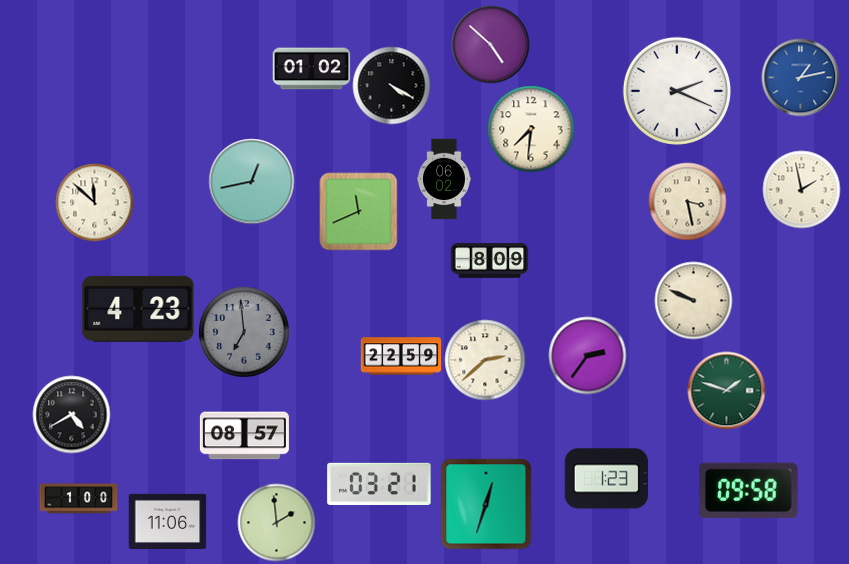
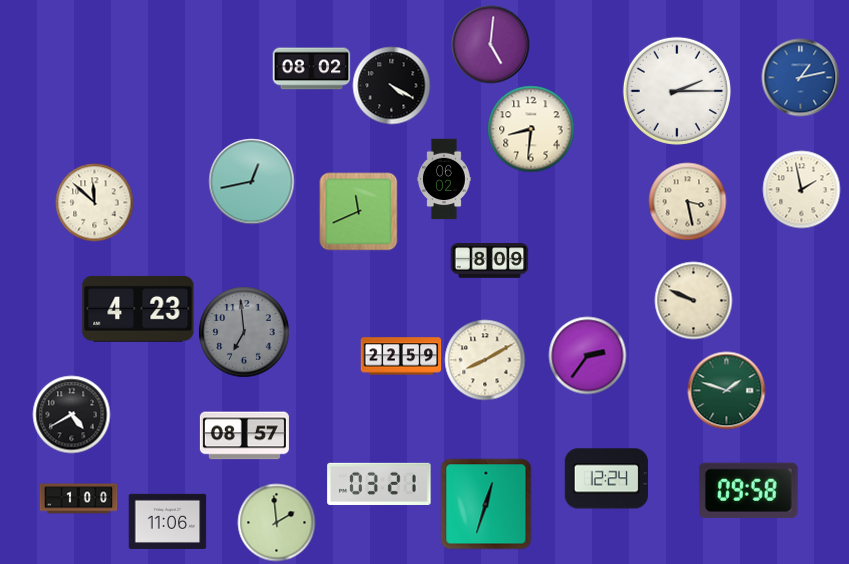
clock at (490, 44): 4:52 -> 5:01
clock at (311, 69): 01:02 -> 08:02
clock at (677, 91): 2:19 -> 2:15
clock at (531, 129): 7:31 -> 8:31
clock at (485, 360): 2:38 -> 8:10
clock at (606, 479): 1:23 -> 12:24
